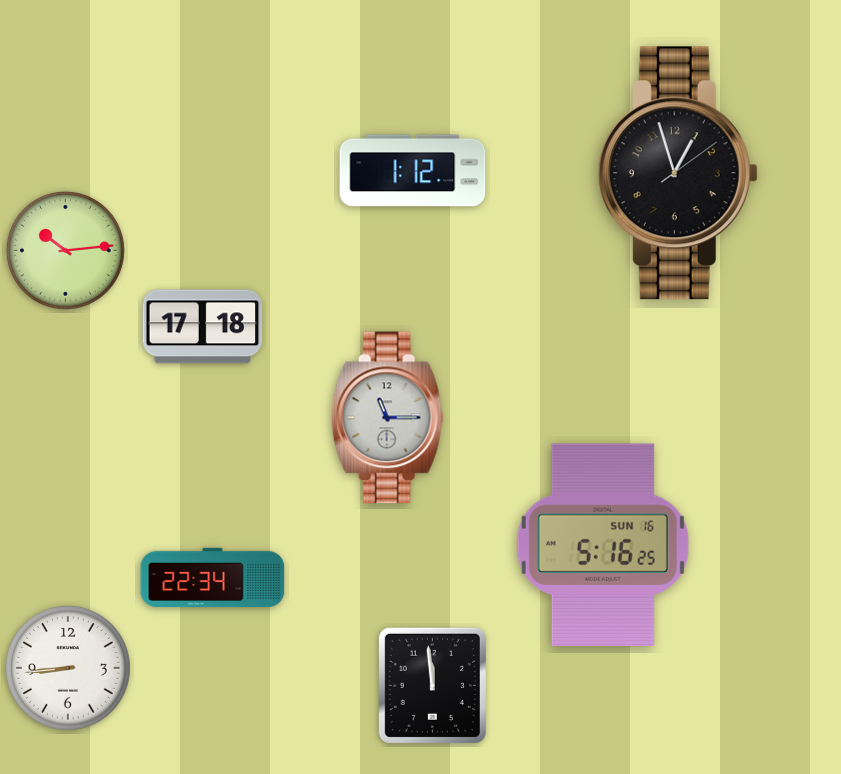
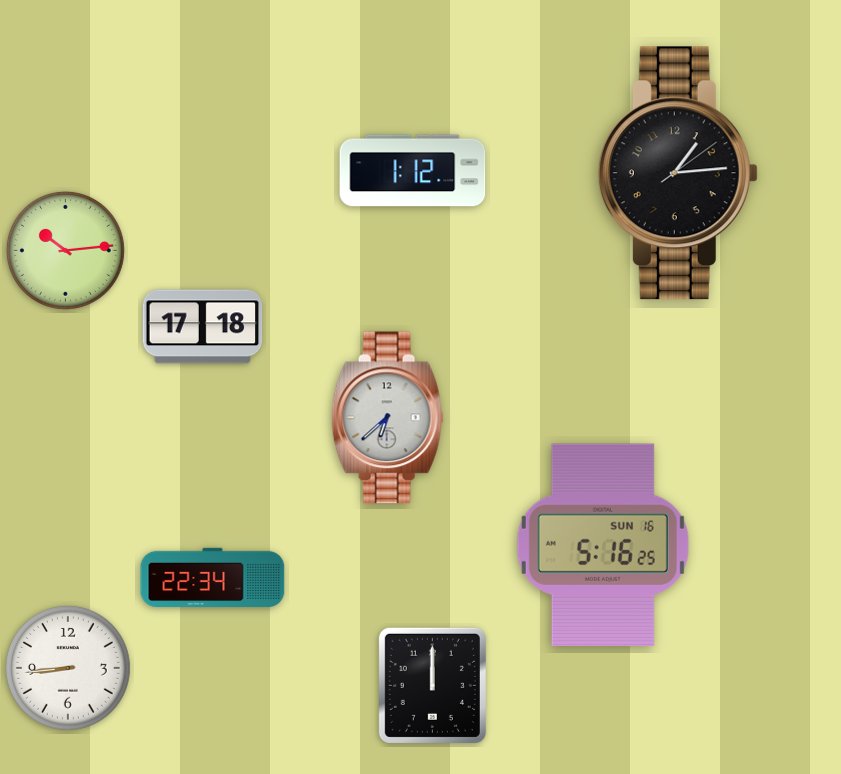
clock at (678, 173): 12:57 -> 1:14
clock at (387, 418): 11:15 -> 6:38
clock at (432, 685): 11:59 -> 12:00
